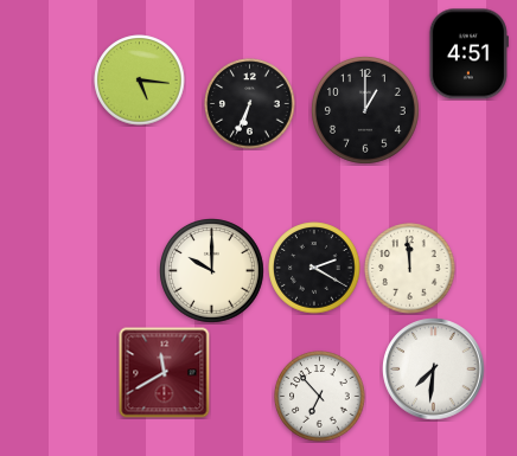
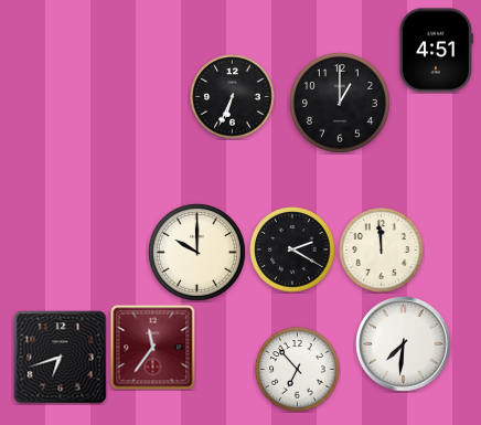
clock at (140, 81): 5:16 -> none
clock at (165, 373): 11:40 -> 11:36
clock at (61, 358): none -> 6:42
